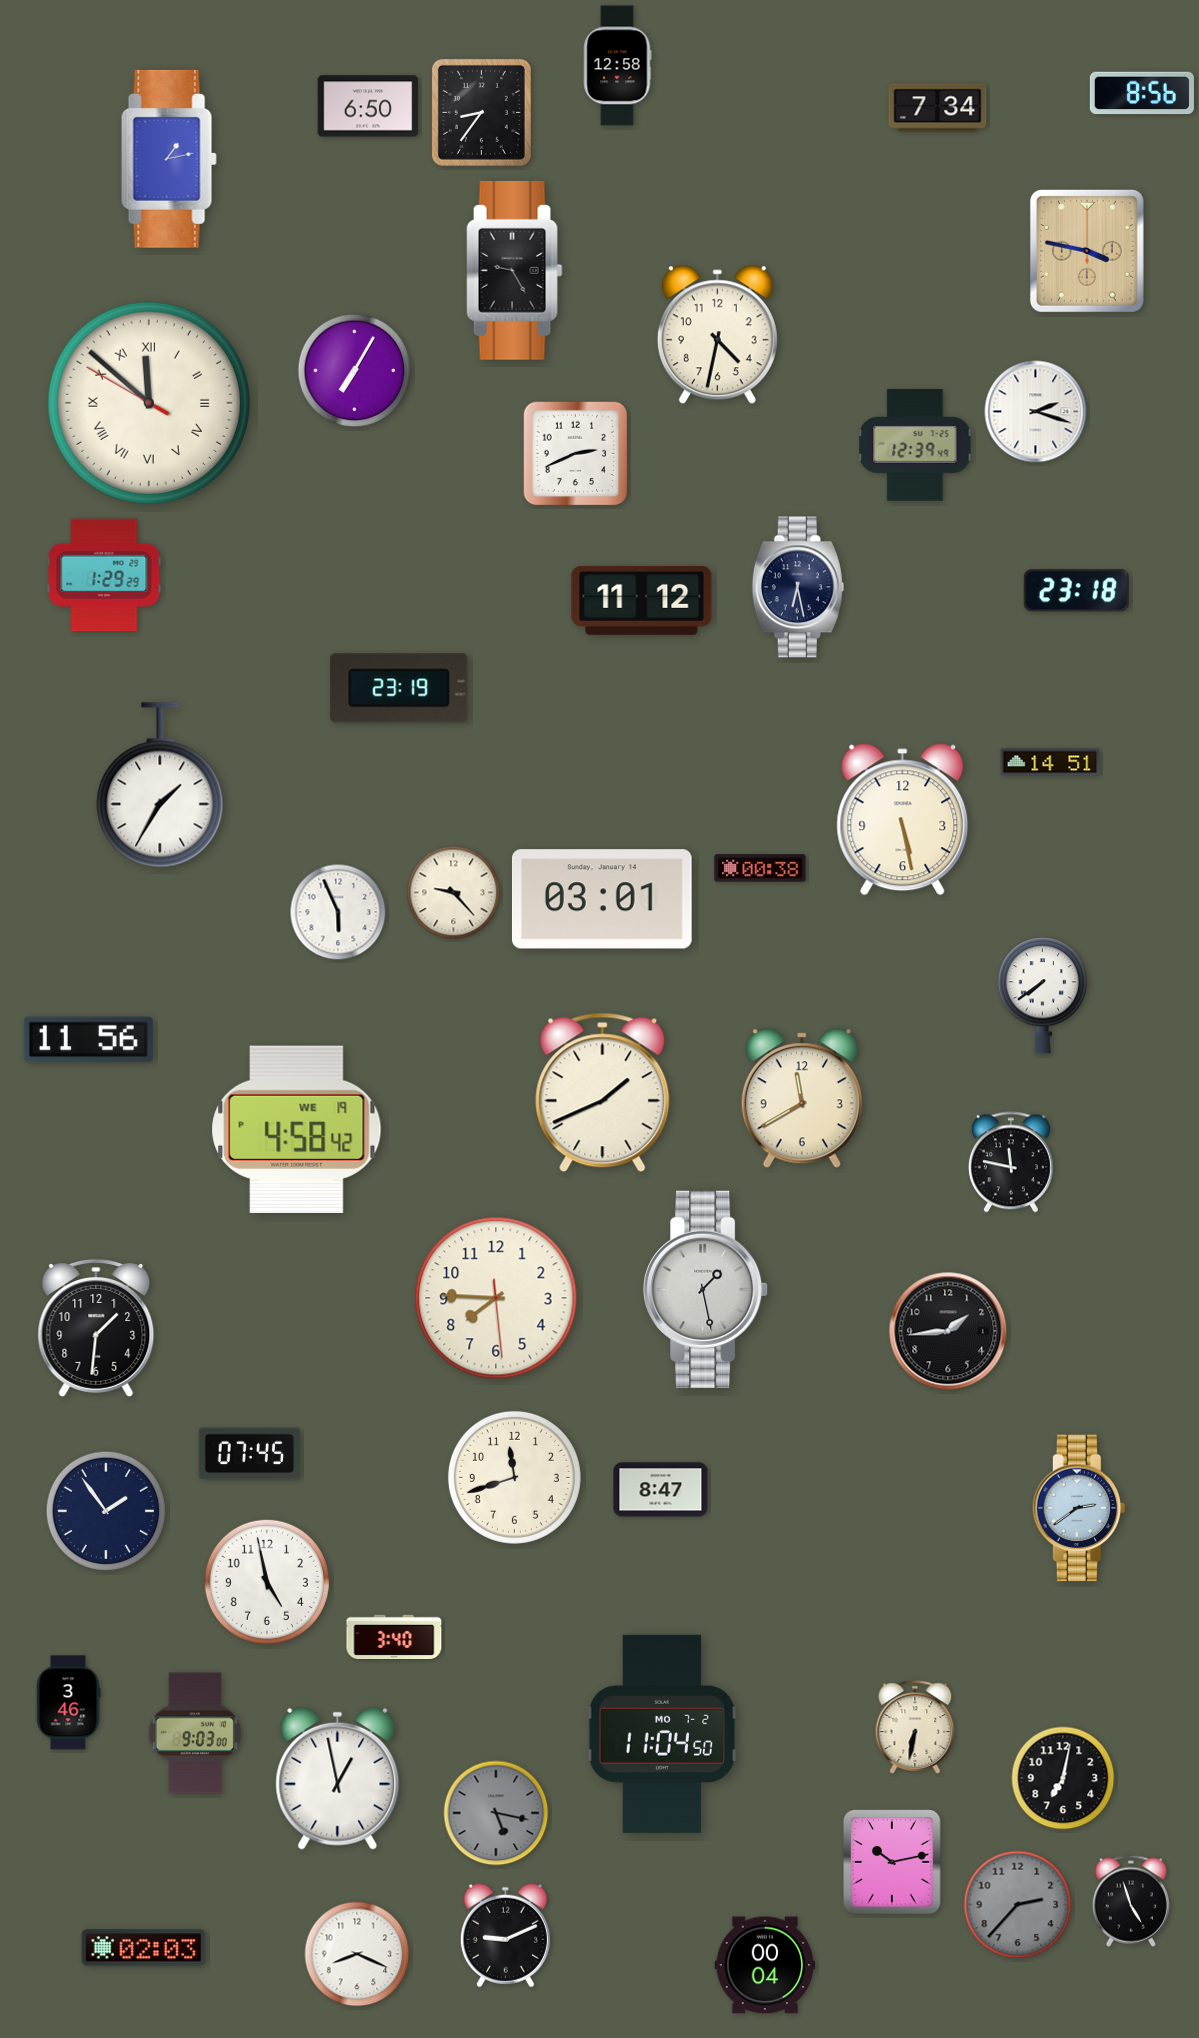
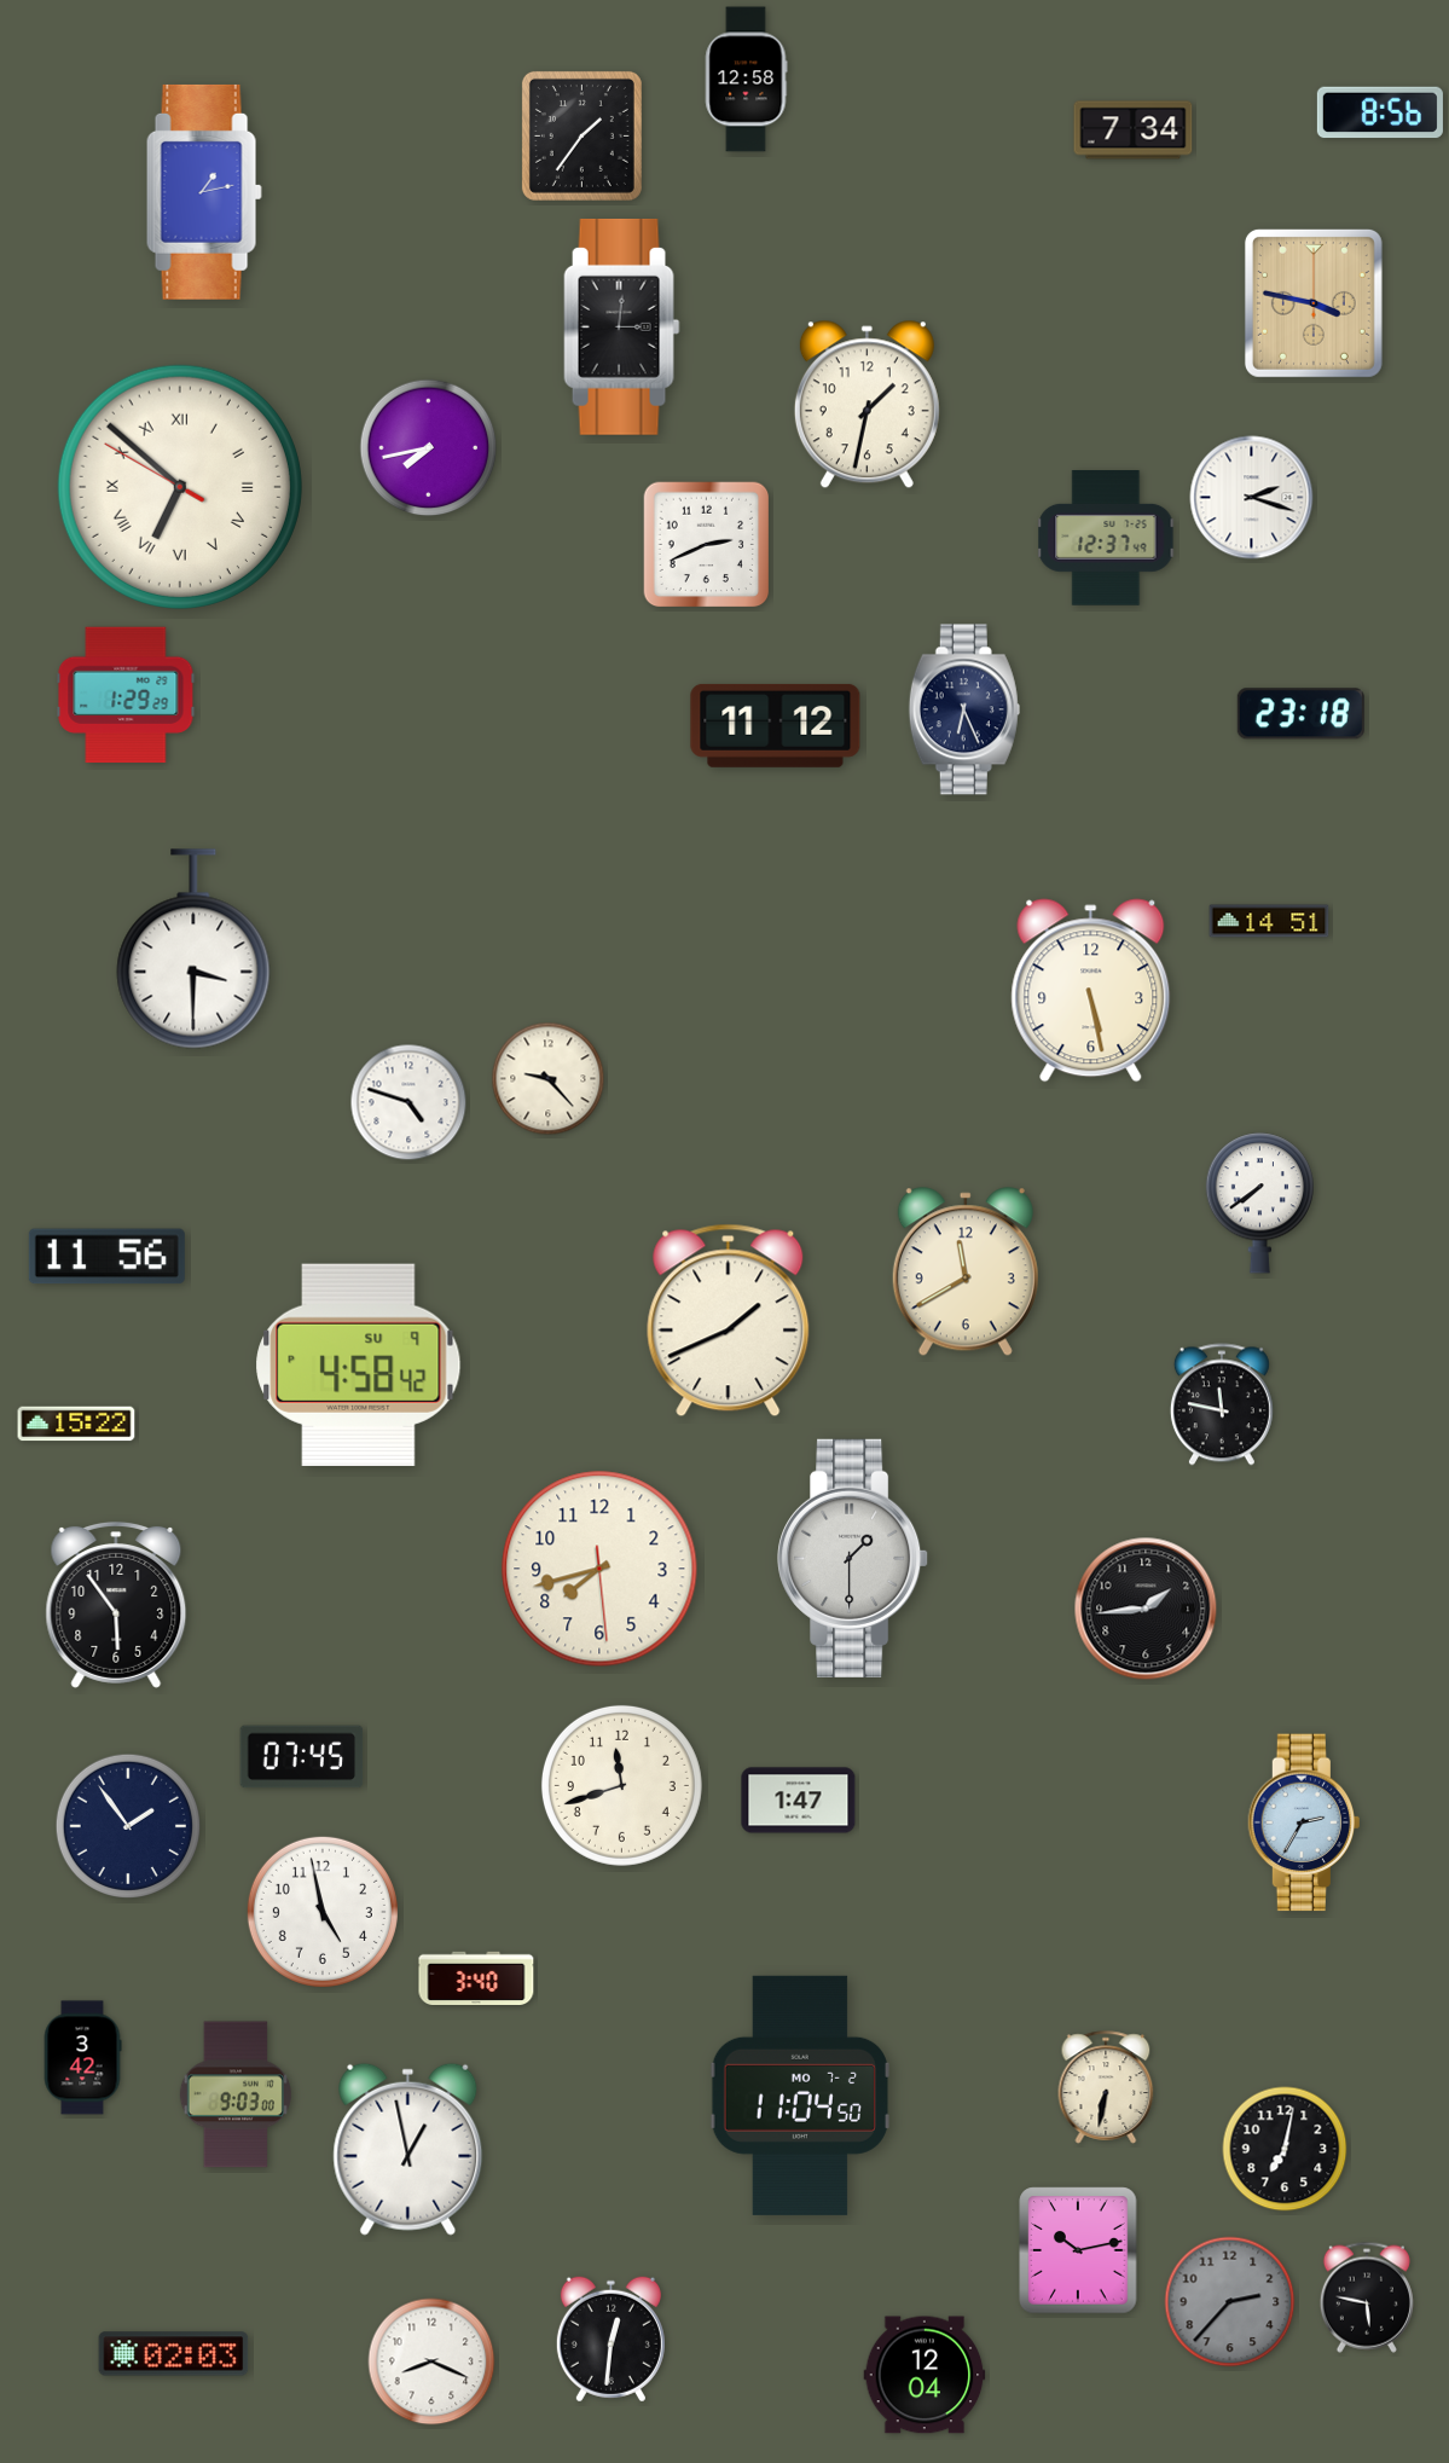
clock at (368, 106): 6:50 -> none
clock at (481, 112): 8:36 -> 1:36
clock at (515, 270): 9:25 -> 3:01
clock at (717, 335): 4:32 -> 1:32
clock at (355, 371): 7:05 -> 7:43
clock at (149, 403): 11:51 -> 6:51
clock at (915, 446): 12:39 -> 12:37
clock at (576, 454) position: (576, 454) -> (707, 545)
clock at (798, 587): 6:28 -> 6:26
clock at (399, 688): 23:19 -> none
clock at (160, 785): 1:35 -> 3:30
clock at (760, 868): 00:38 -> none
clock at (602, 899): 03:01 -> none
clock at (338, 912): 5:56 -> 4:48
clock at (802, 1099) position: (802, 1099) -> (966, 1273)
clock at (297, 1129) date: WE 19 -> SU 9
clock at (76, 1424): none -> 15:22
clock at (706, 1289): 1:28 -> 1:30
clock at (496, 1298): 7:45 -> 7:42
clock at (96, 1328): 1:31 -> 5:54
clock at (661, 1490): 8:47 -> 1:47
clock at (1079, 1508): 2:39 -> 2:35
clock at (68, 1703): 3:46 -> 3:42
clock at (496, 1813): 5:17 -> none
clock at (1131, 1901): 4:57 -> 5:47
clock at (505, 1936): 9:11 -> 12:31
clock at (765, 1965): 00:04 -> 12:04
